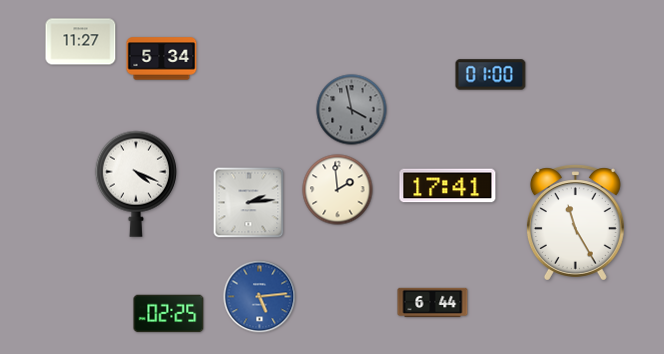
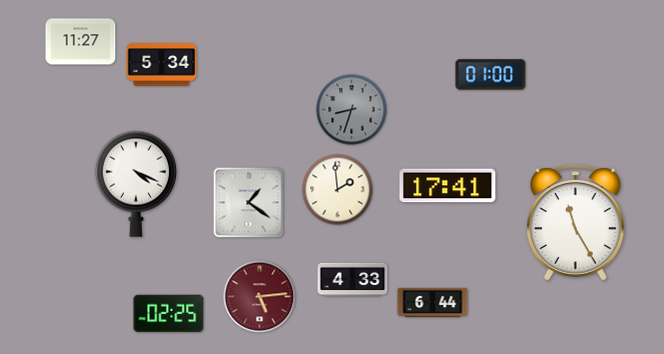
clock at (162, 59) position: (162, 59) -> (162, 65)
clock at (352, 110): 3:58 -> 8:33
clock at (249, 203): 2:14 -> 1:21
clock at (353, 280): none -> 4:33
clock at (260, 297) dial: blue -> burgundy
